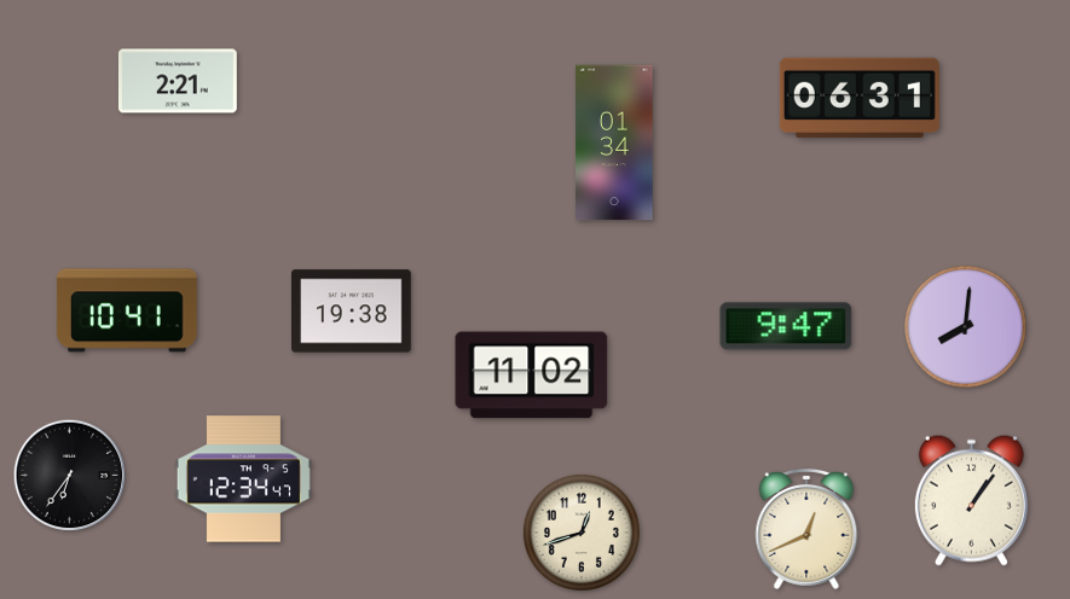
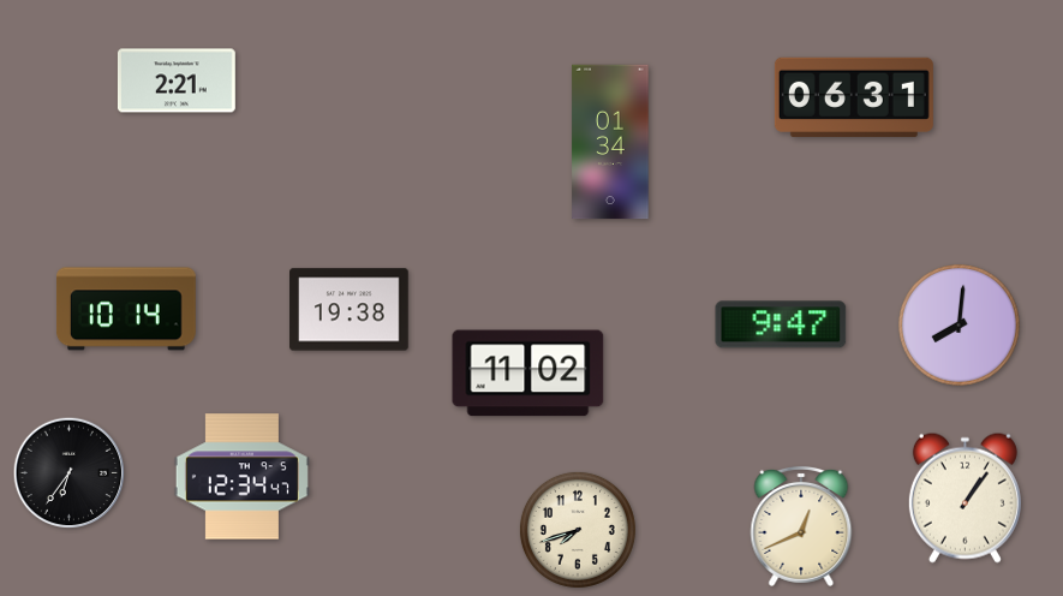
clock at (128, 310): 10:41 -> 10:14
clock at (582, 533): 12:42 -> 7:42
